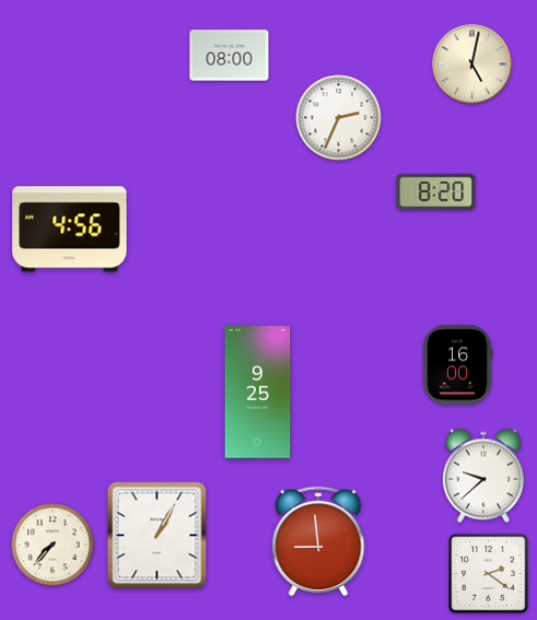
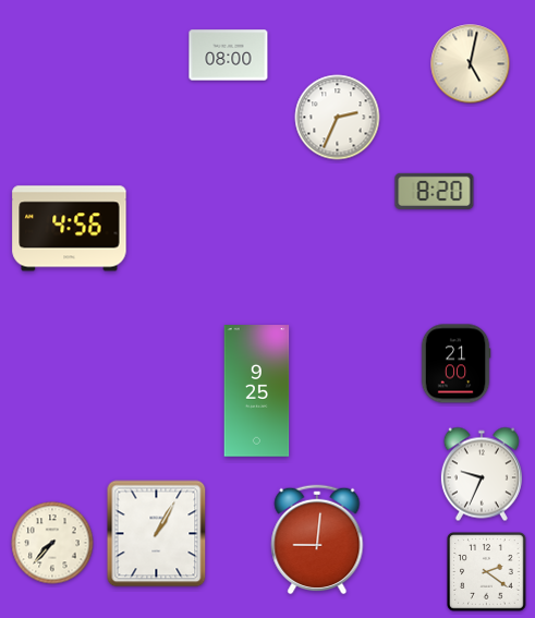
clock at (457, 365): 16:00 -> 21:00
clock at (483, 476): 9:38 -> 9:34
clock at (318, 541): 8:59 -> 9:01
